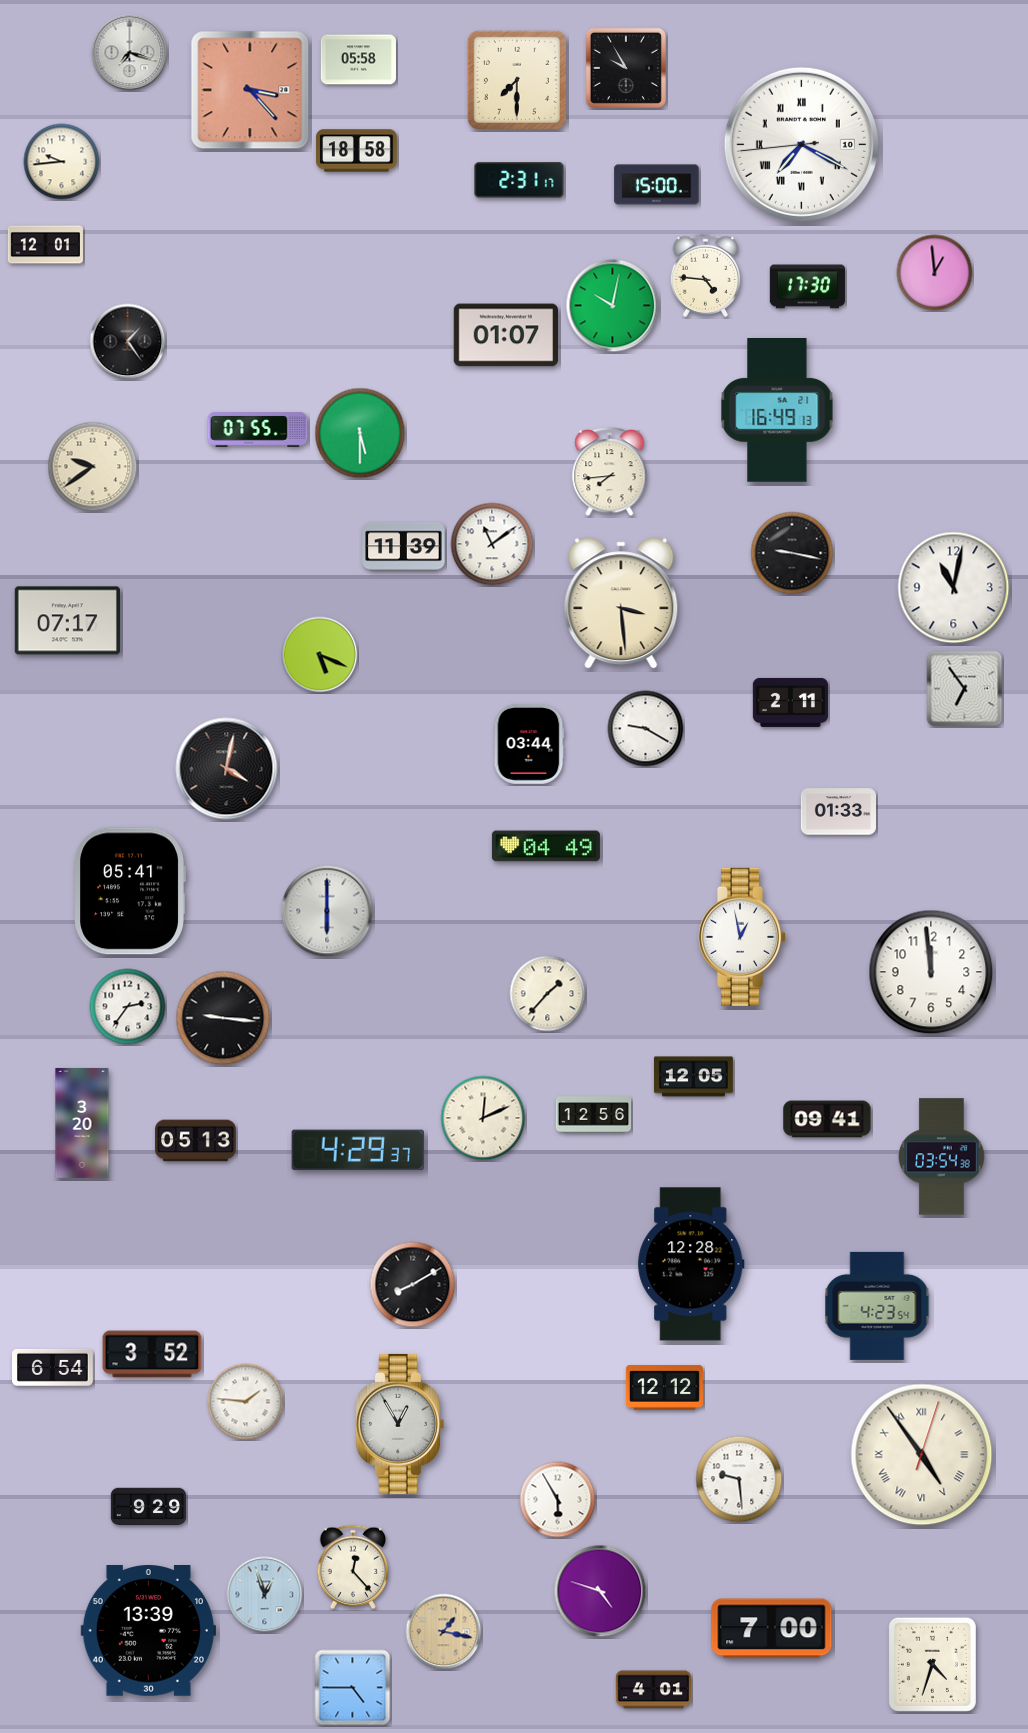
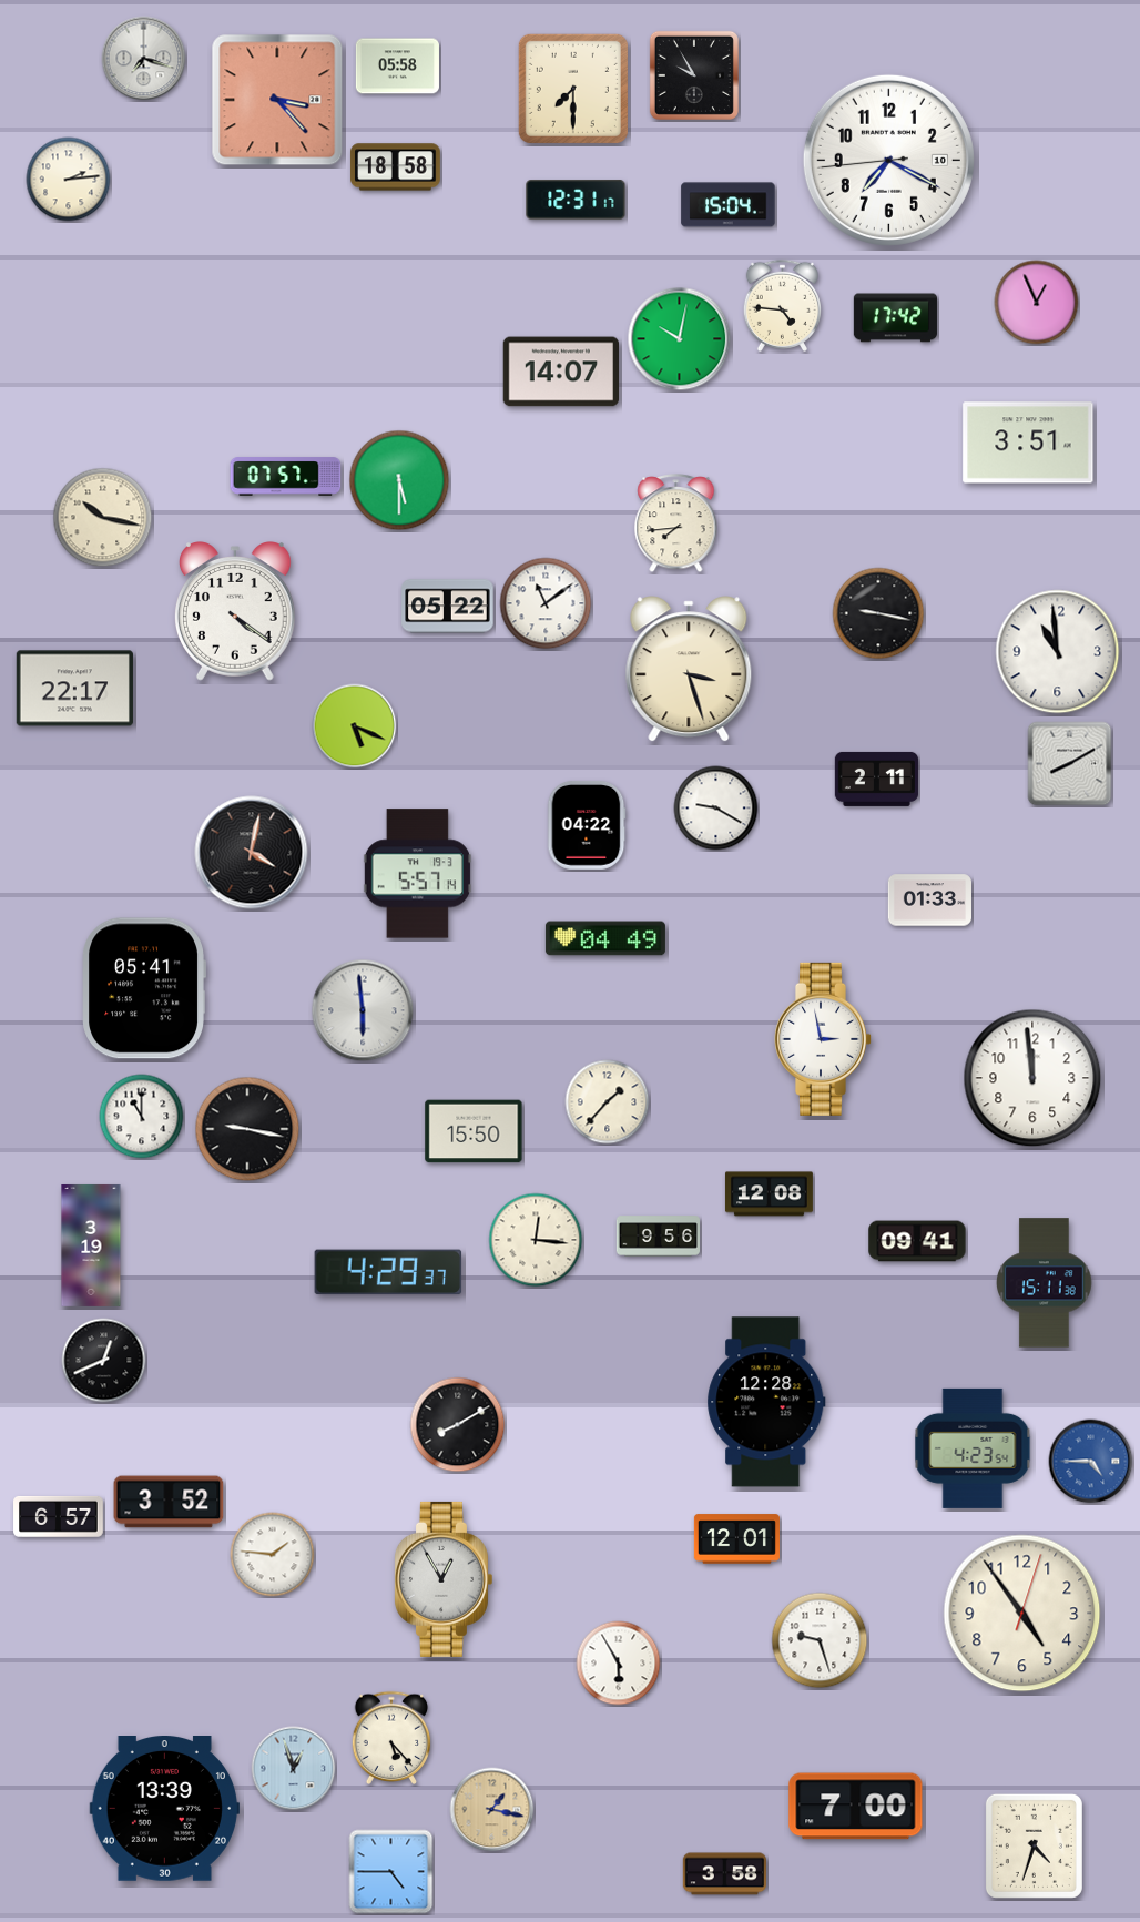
clock at (801, 144) numerals: Roman -> Arabic
clock at (62, 162): 9:44 -> 2:14
clock at (519, 180): 2:31 -> 12:31
clock at (657, 185): 15:00 -> 15:04
clock at (45, 245): 12:01 -> none
clock at (935, 273): 12:59 -> 12:56
clock at (807, 287): 17:30 -> 17:42
clock at (505, 335): 01:07 -> 14:07
clock at (128, 342): 1:24 -> none
clock at (1028, 443): none -> 3:51
clock at (777, 411): 16:49 -> none
clock at (258, 430): 07:55 -> 07:57
clock at (93, 467): 9:39 -> 10:17
clock at (404, 547): 11:39 -> 05:22
clock at (236, 611): none -> 4:21
clock at (954, 588): 11:02 -> 10:59
clock at (621, 603): 3:29 -> 3:27
clock at (67, 621): 07:17 -> 22:17
clock at (965, 689): 6:54 -> 8:10
clock at (529, 744): 03:44 -> 04:22
clock at (417, 874): none -> 5:57
clock at (327, 911): 6:00 -> 5:59
clock at (741, 937): 12:58 -> 2:58
clock at (128, 1007): 2:36 -> 11:00
clock at (223, 1018): 9:16 -> 9:17
clock at (474, 1131): none -> 15:50
clock at (693, 1077): 12:05 -> 12:08
clock at (593, 1115): 12:56 -> 9:56
clock at (483, 1118): 12:11 -> 12:16
clock at (82, 1123): 3:20 -> 3:19
clock at (196, 1141): 05:13 -> none
clock at (358, 1150) position: (358, 1150) -> (388, 1272)
clock at (942, 1157): 03:54 -> 15:11
clock at (104, 1361): none -> 12:41
clock at (1091, 1462): none -> 4:45
clock at (53, 1367): 6:54 -> 6:57
clock at (664, 1388): 12:12 -> 12:01
clock at (922, 1455) numerals: Roman -> Arabic
clock at (739, 1479): 9:29 -> 9:27
clock at (148, 1507): 9:29 -> none
clock at (353, 1566): 12:23 -> 5:23
clock at (600, 1591): 4:48 -> none
clock at (653, 1690): 4:01 -> 3:58
